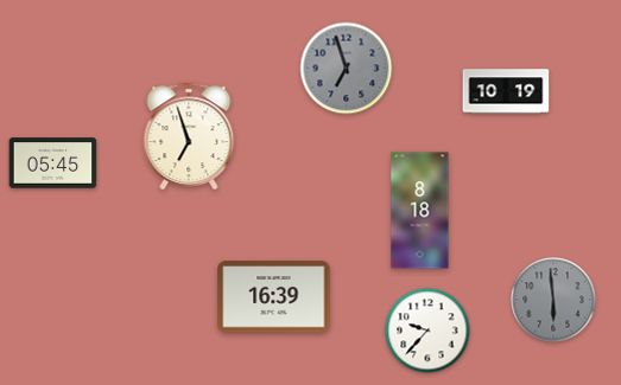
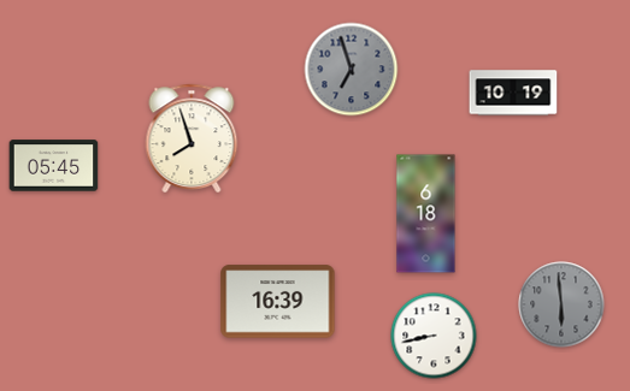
clock at (189, 136): 6:57 -> 7:57
clock at (420, 211): 8:18 -> 6:18
clock at (427, 331): 9:37 -> 8:43
